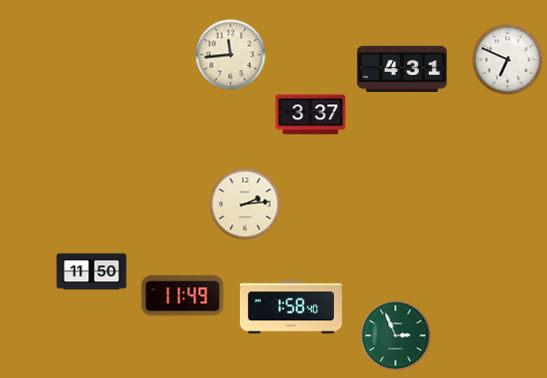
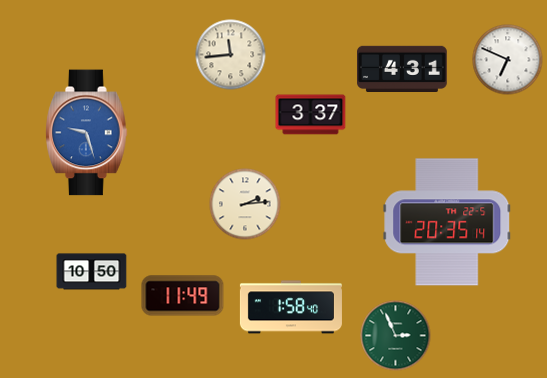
clock at (87, 133): none -> 9:27
clock at (447, 222): none -> 20:35
clock at (92, 272): 11:50 -> 10:50
